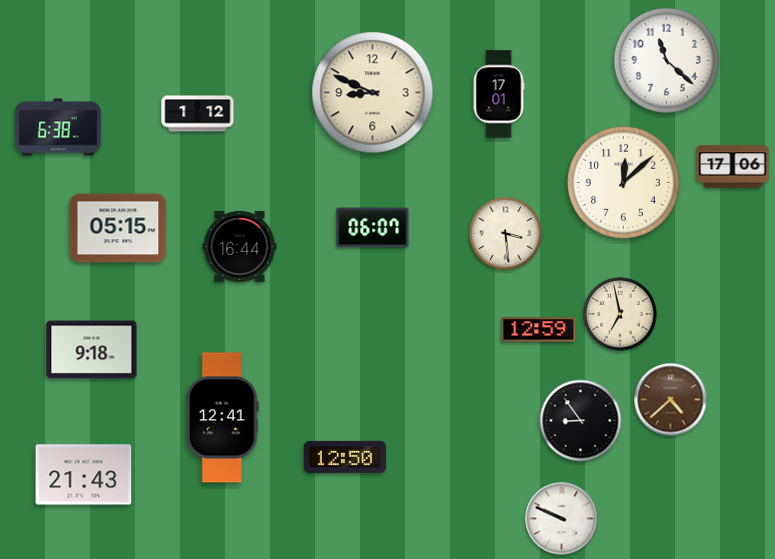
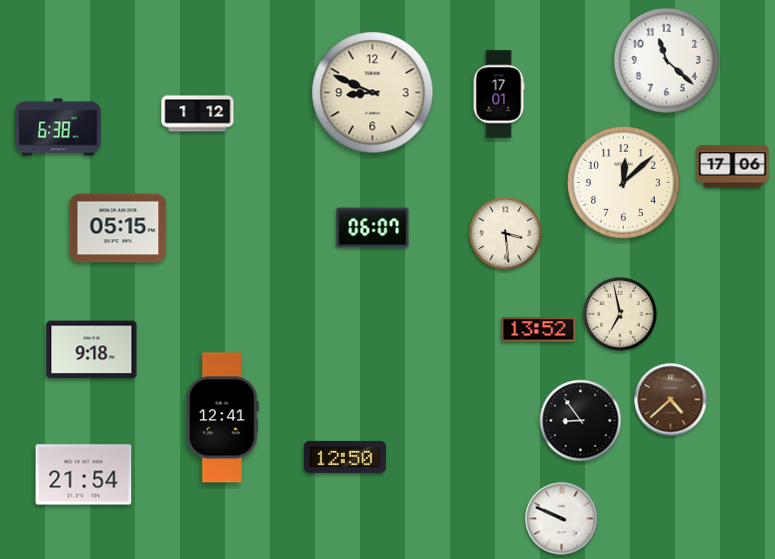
clock at (240, 246): 16:44 -> none
clock at (539, 330): 12:59 -> 13:52
clock at (84, 475): 21:43 -> 21:54
